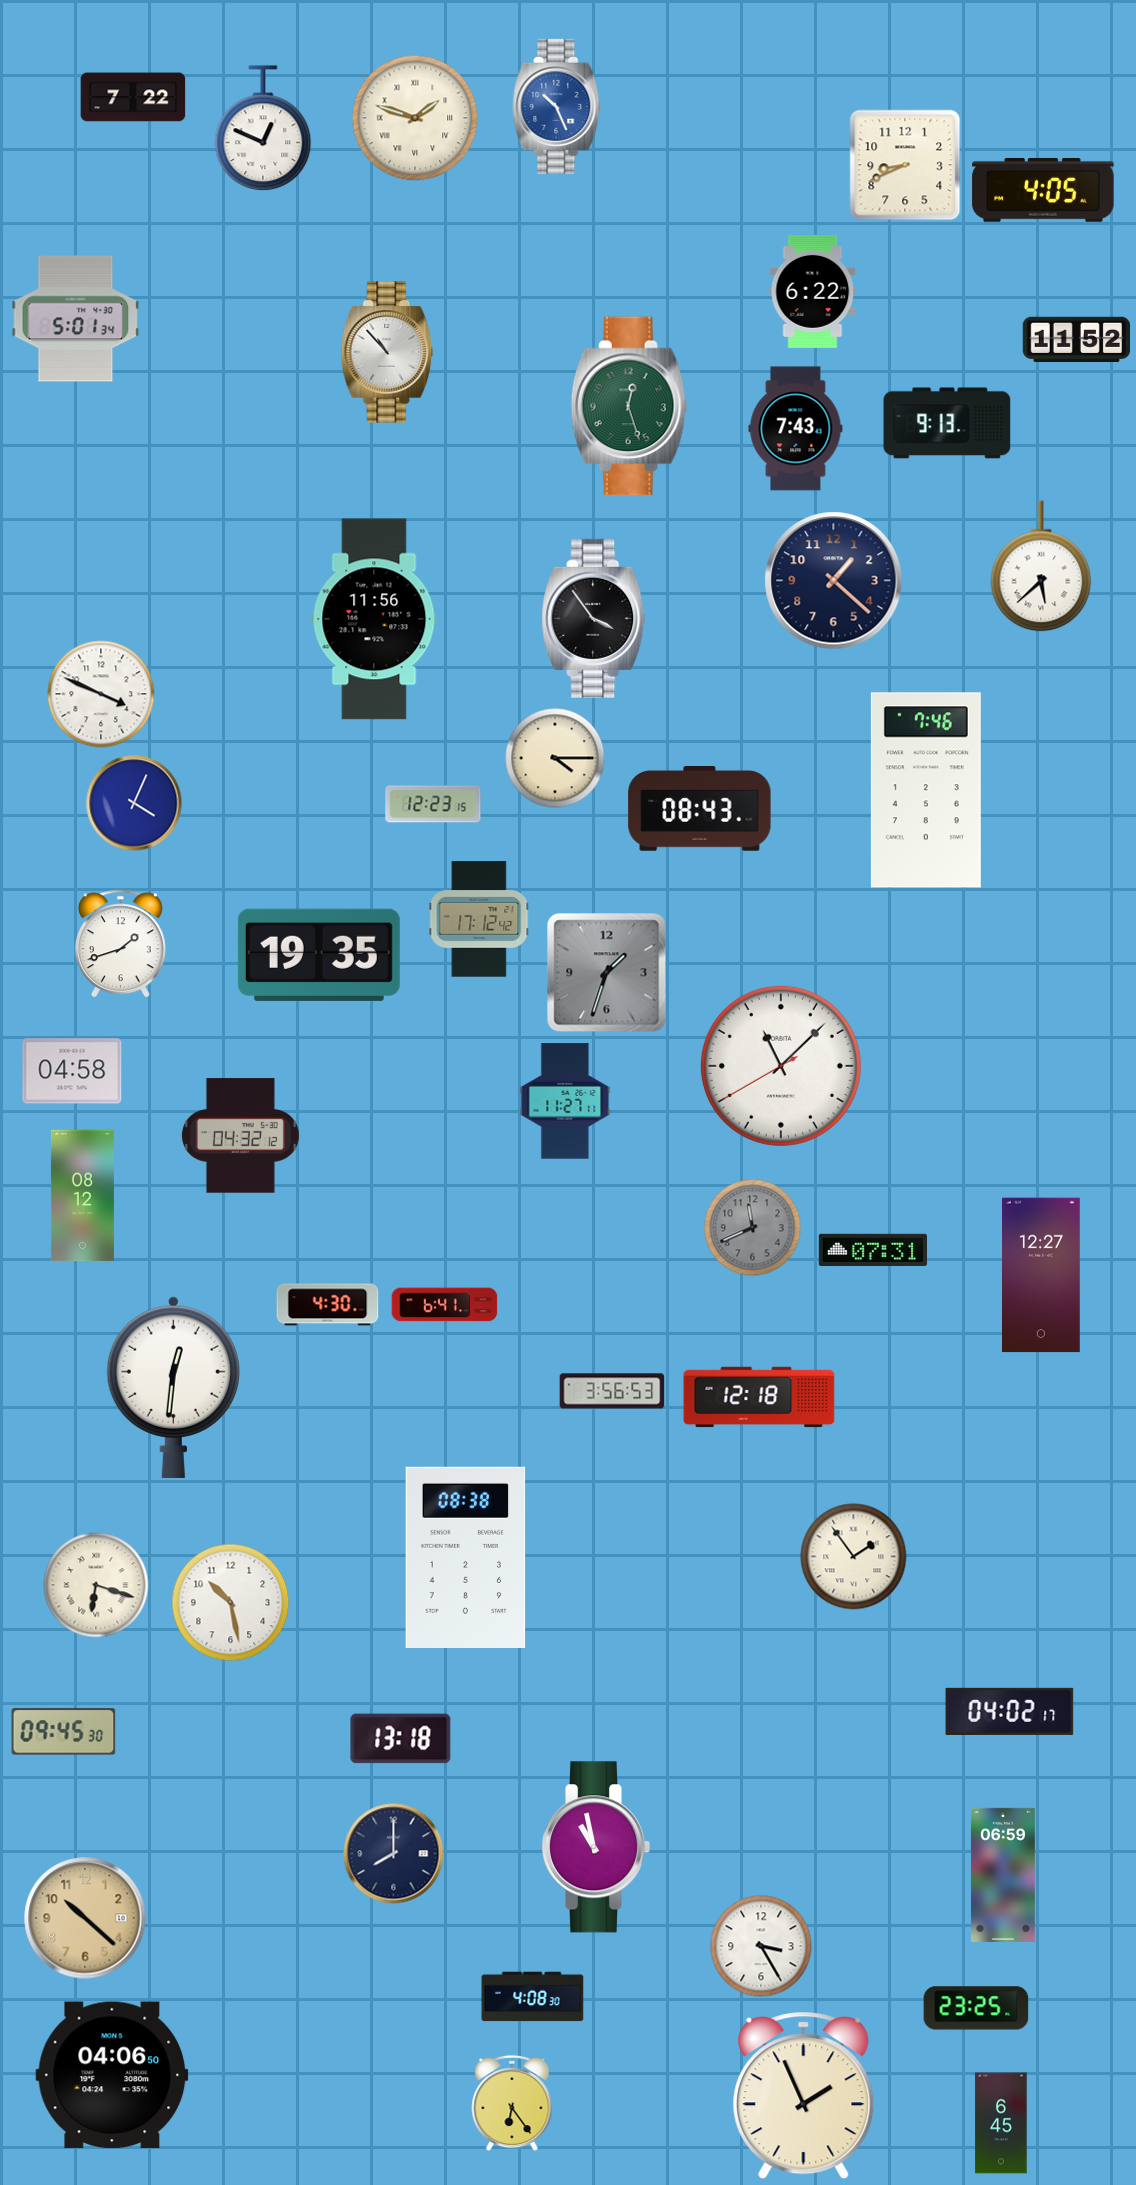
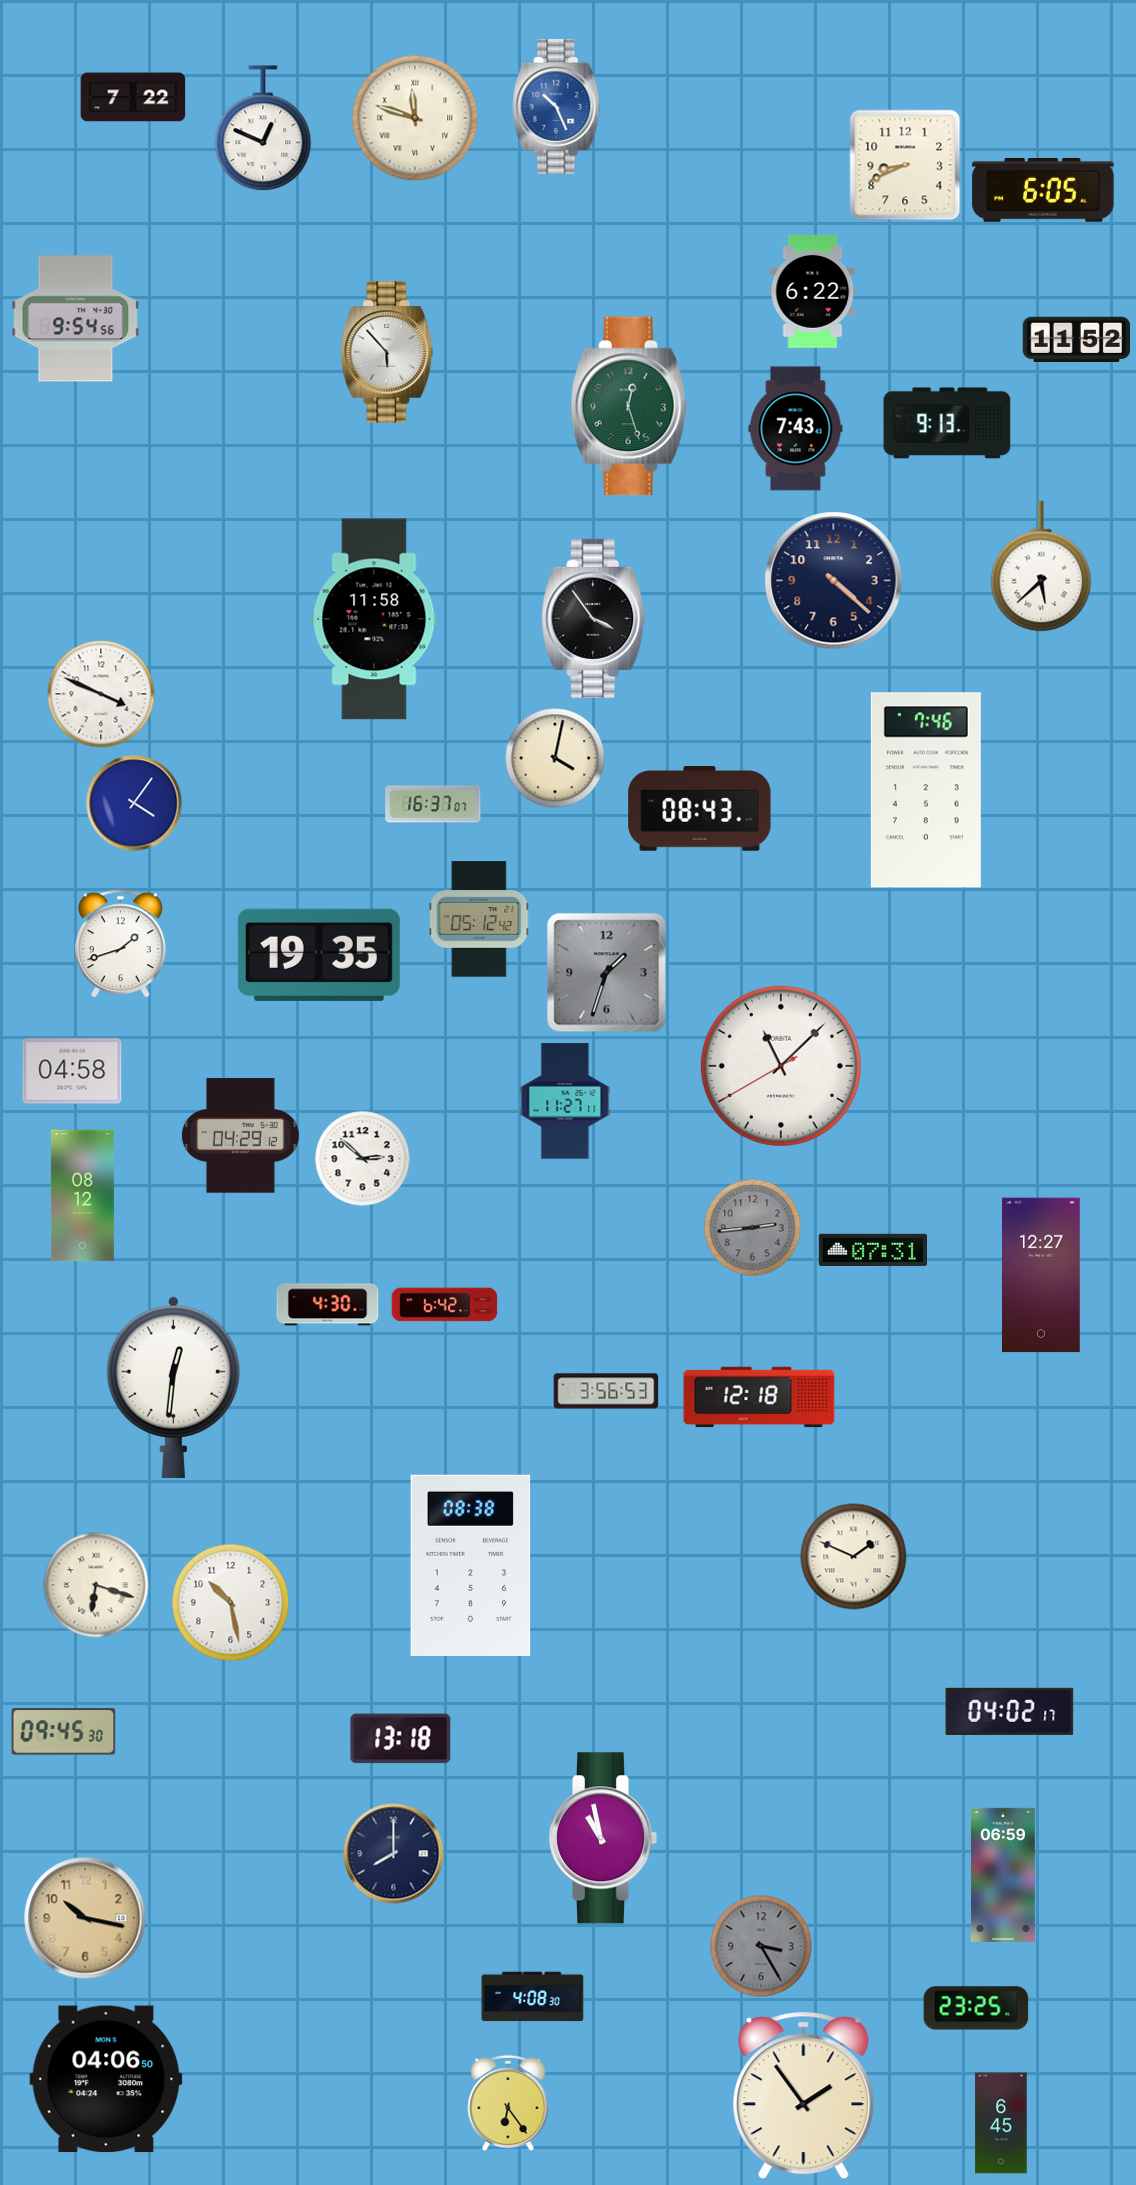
clock at (415, 118): 1:48 -> 11:48
clock at (1043, 190): 4:05 -> 6:05
clock at (76, 319): 5:01 -> 9:54
clock at (387, 352): 10:53 -> 5:53
clock at (834, 581): 1:22 -> 4:22
clock at (374, 619): 11:56 -> 11:58
clock at (555, 758): 4:15 -> 4:02
clock at (134, 803): 4:04 -> 4:06
clock at (433, 804): 12:23 -> 16:37
clock at (479, 919): 17:12 -> 05:12
clock at (240, 1136): 04:32 -> 04:29
clock at (363, 1159): none -> 2:52
clock at (753, 1228): 11:41 -> 2:44
clock at (445, 1305): 6:41 -> 6:42
clock at (612, 1391) position: (612, 1391) -> (606, 1391)
clock at (466, 1557) position: (466, 1557) -> (471, 1565)
clock at (854, 1557): 1:54 -> 1:49
clock at (596, 1847) position: (596, 1847) -> (603, 1838)
clock at (85, 1918): 10:22 -> 10:17
clock at (761, 1946) dial: white -> grey
clock at (112, 2075) position: (112, 2075) -> (106, 2079)
clock at (804, 2096): 1:56 -> 1:54
clock at (512, 2103) position: (512, 2103) -> (508, 2103)
